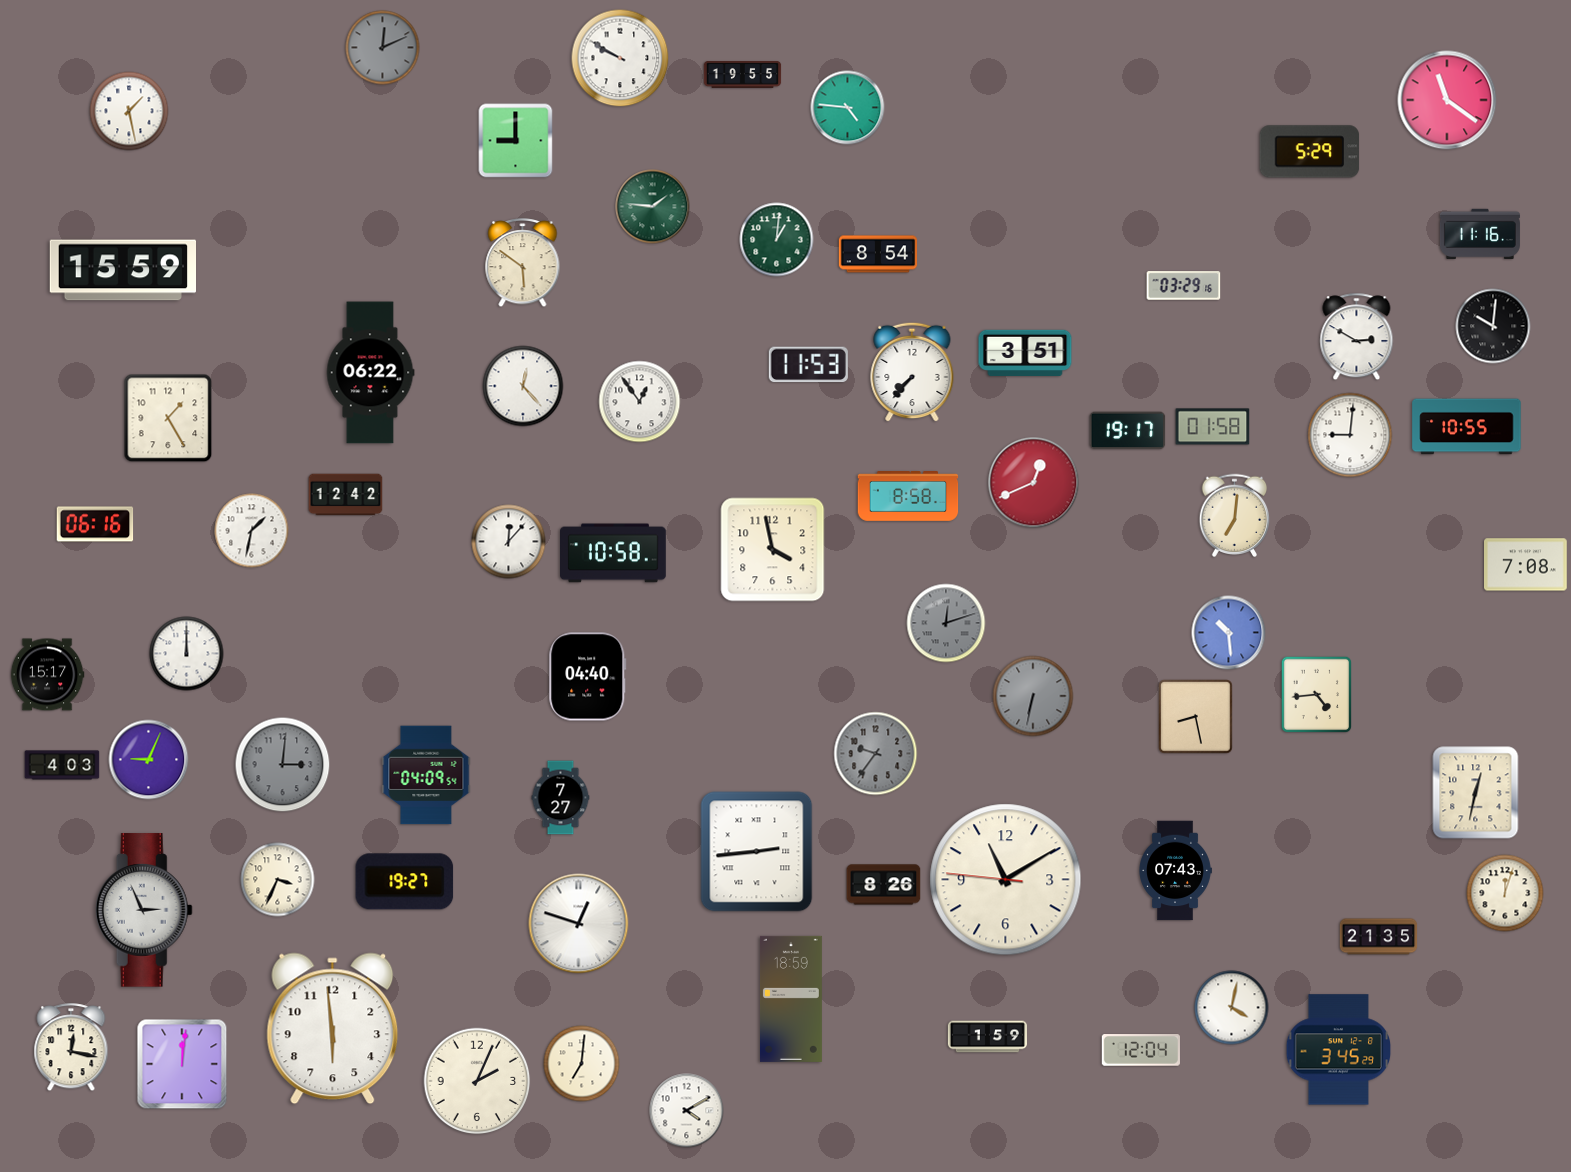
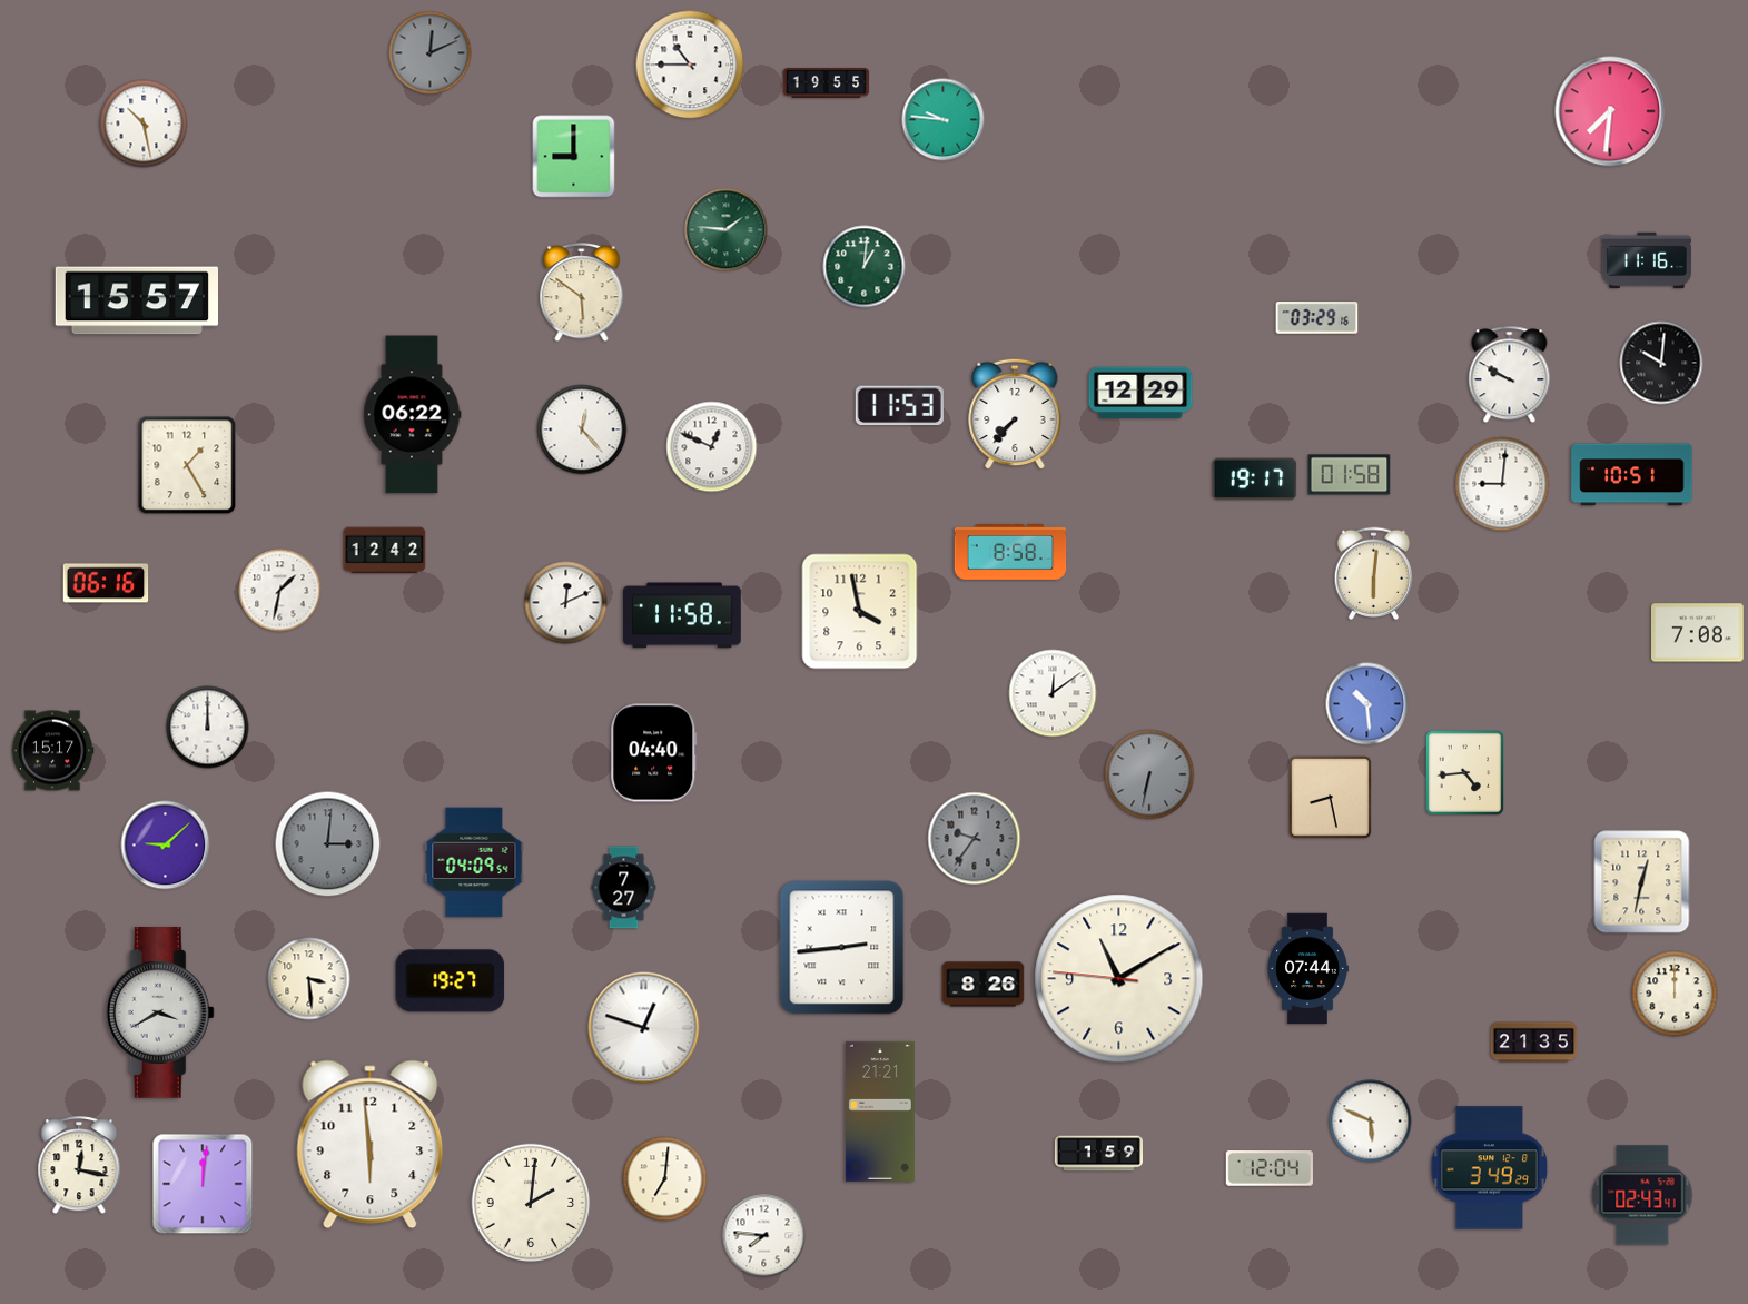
clock at (383, 48) position: (383, 48) -> (431, 53)
clock at (620, 58): 9:50 -> 10:45
clock at (1447, 100): 11:21 -> 7:31
clock at (848, 108): 4:46 -> 9:46
clock at (129, 111): 1:28 -> 10:28
clock at (1310, 152): 5:29 -> none
clock at (878, 254): 8:54 -> none
clock at (122, 270): 15:59 -> 15:57
clock at (1357, 337): 2:50 -> 9:50
clock at (1025, 352): 3:51 -> 12:29
clock at (640, 402): 12:54 -> 12:49
clock at (1467, 427): 10:55 -> 10:51
clock at (1034, 483): 12:41 -> none
clock at (1235, 516): 7:01 -> 6:01
clock at (509, 542): 12:07 -> 12:11
clock at (614, 553): 10:58 -> 11:58
clock at (1526, 565) position: (1526, 565) -> (1698, 633)
clock at (946, 623): 12:12 -> 12:09
clock at (946, 623) dial: grey -> white
clock at (149, 760): 9:04 -> 9:08
clock at (62, 765): 4:03 -> none
clock at (283, 765) position: (283, 765) -> (328, 844)
clock at (1175, 871): 07:43 -> 07:44
clock at (278, 880): 3:34 -> 3:29
clock at (1505, 893): 12:03 -> 12:00
clock at (144, 910): 2:56 -> 3:40
clock at (791, 999): 18:59 -> 21:21
clock at (1232, 1008): 4:02 -> 5:49
clock at (1339, 1050): 3:45 -> 3:49
clock at (582, 1064) position: (582, 1064) -> (665, 1179)
clock at (1642, 1195): none -> 02:43
clock at (477, 1081): 2:04 -> 2:01
clock at (687, 1111): 4:10 -> 7:46
